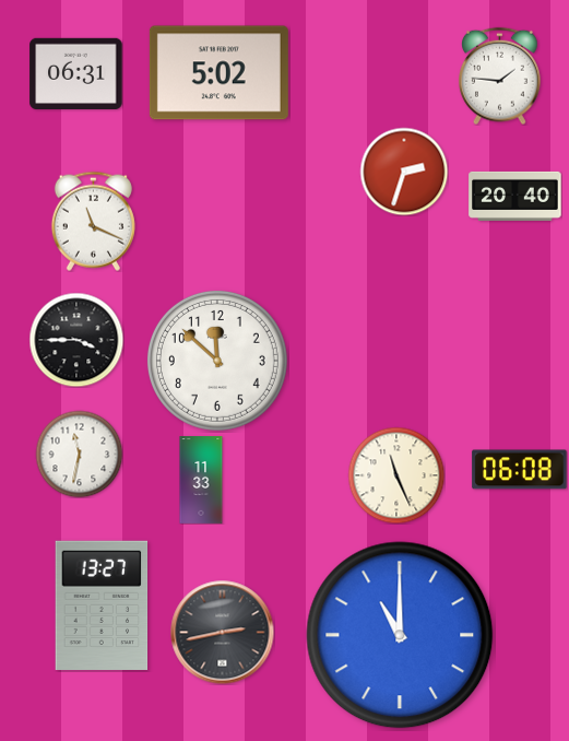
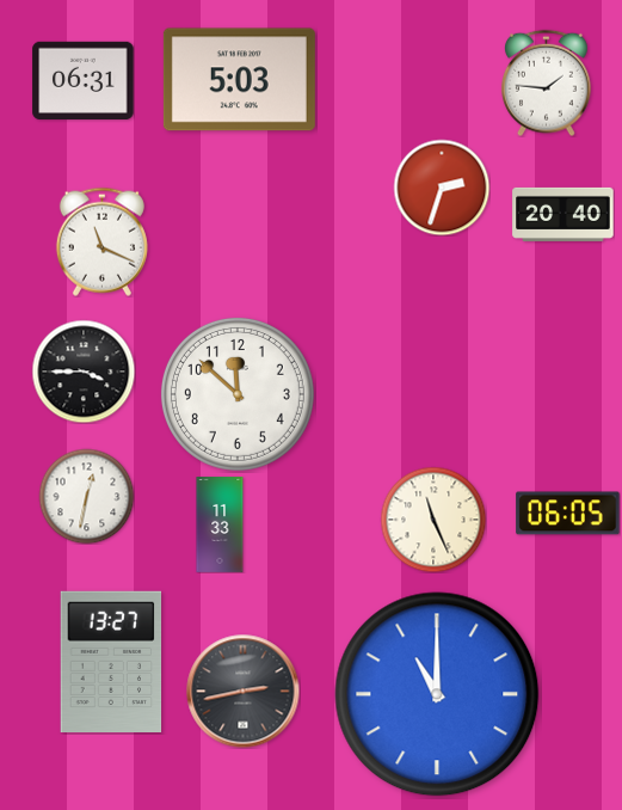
clock at (218, 73): 5:02 -> 5:03
clock at (79, 454): 11:32 -> 12:32
clock at (520, 470): 06:08 -> 06:05
